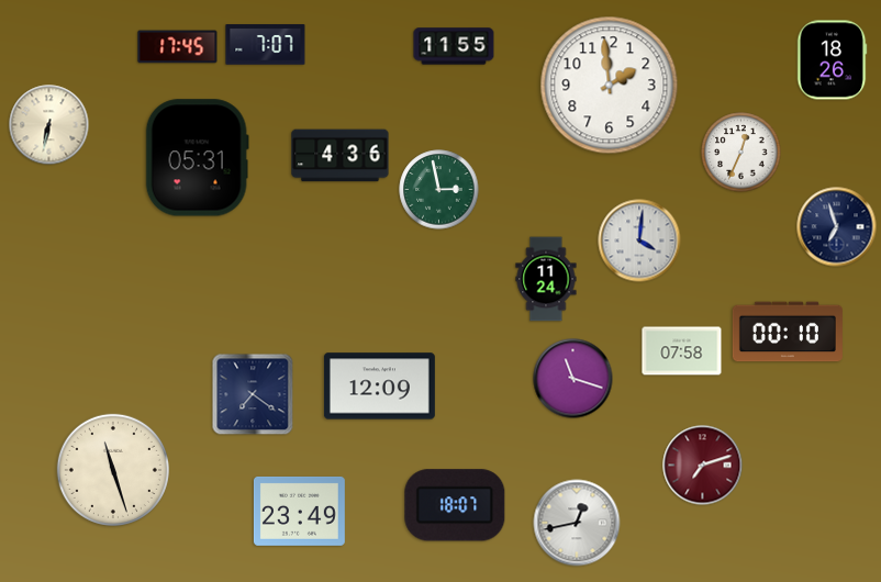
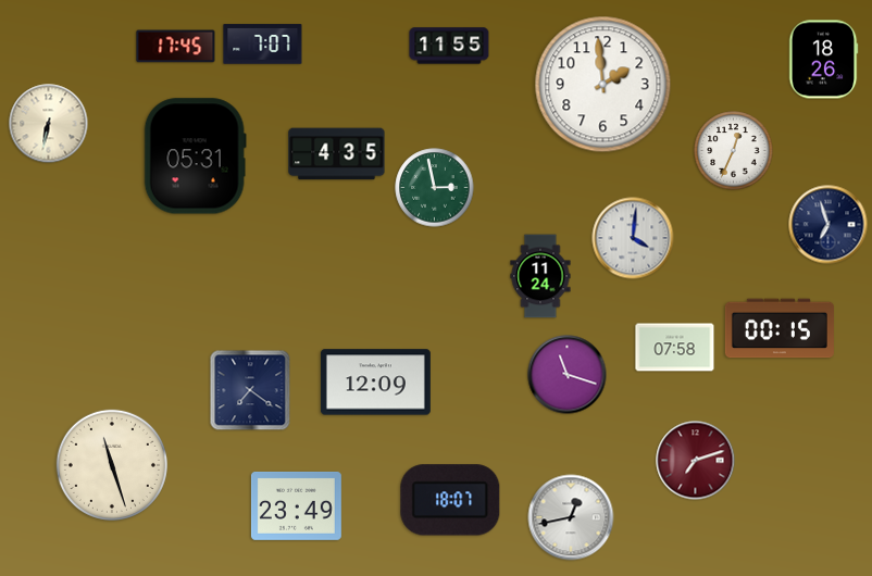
clock at (341, 156): 4:36 -> 4:35
clock at (788, 332): 00:10 -> 00:15
